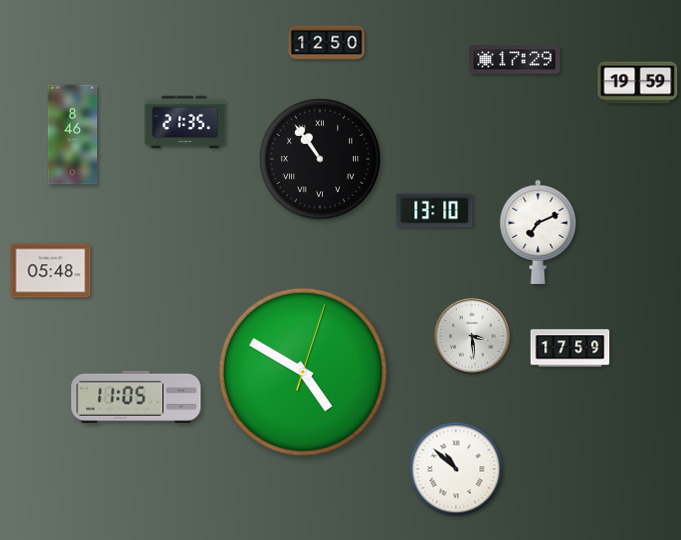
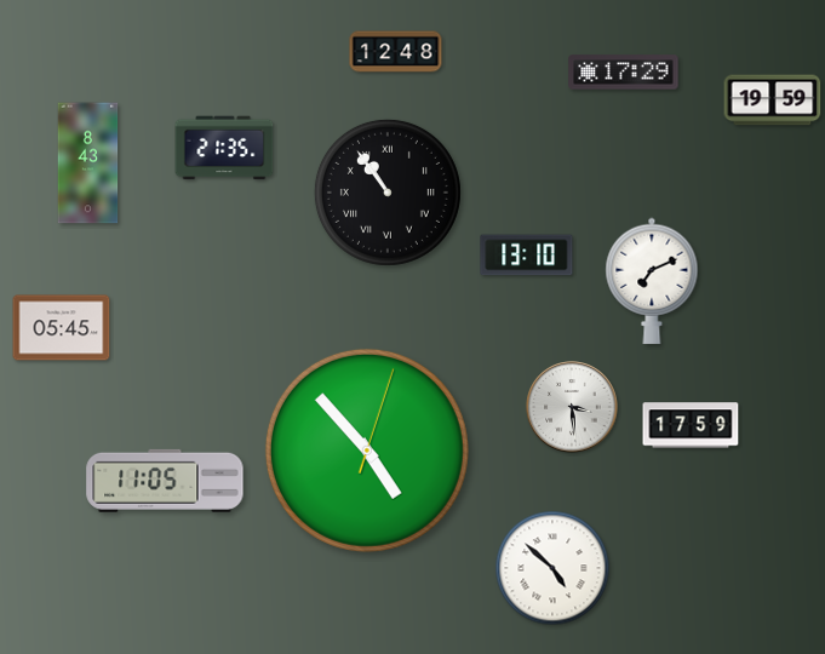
clock at (327, 43): 12:50 -> 12:48
clock at (73, 135): 8:46 -> 8:43
clock at (51, 271): 05:48 -> 05:45
clock at (570, 348) position: (570, 348) -> (691, 425)
clock at (303, 372): 4:50 -> 4:53
clock at (456, 469): 10:52 -> 4:52
